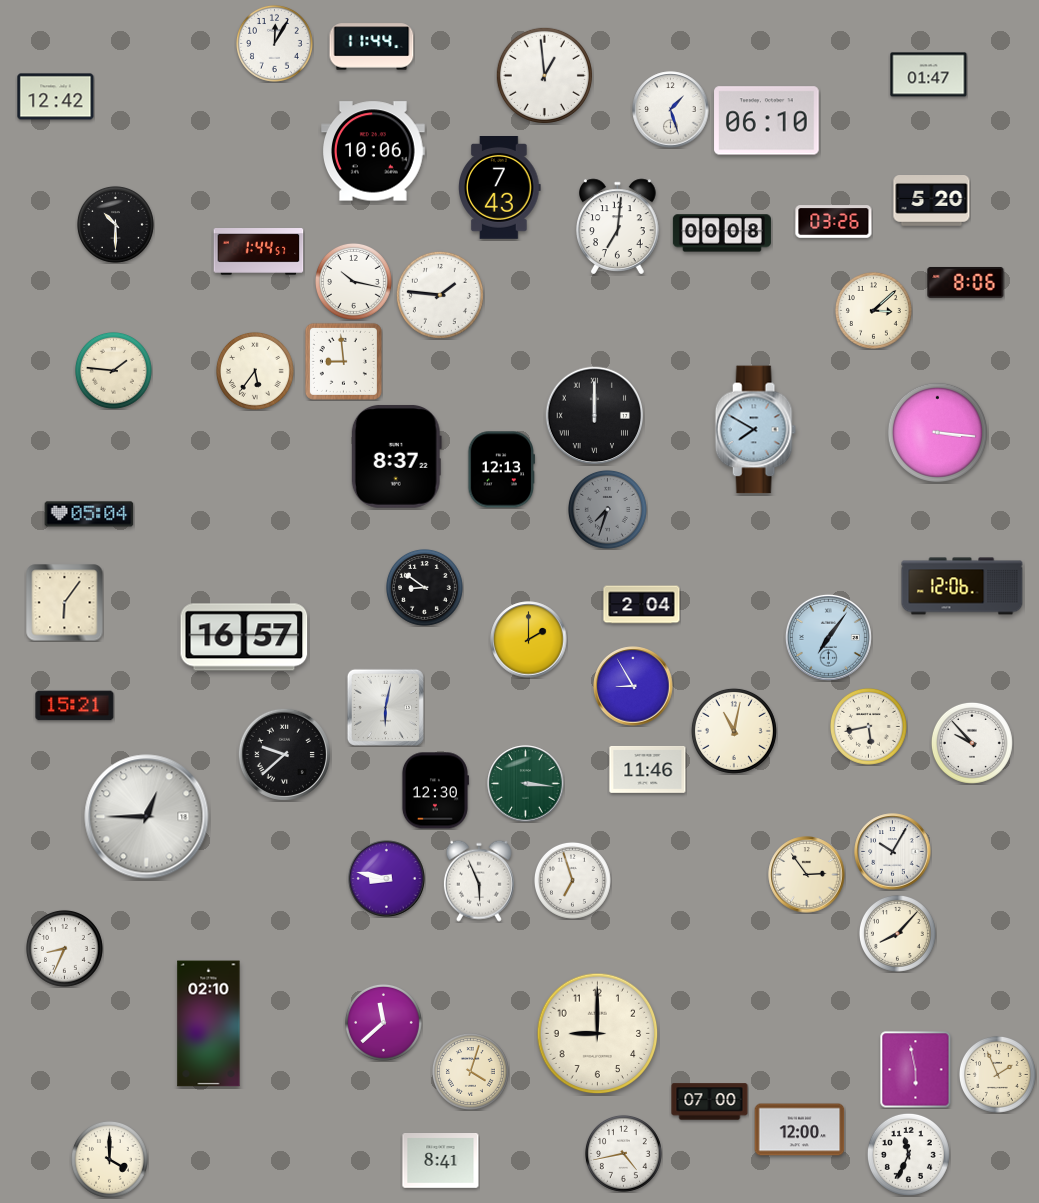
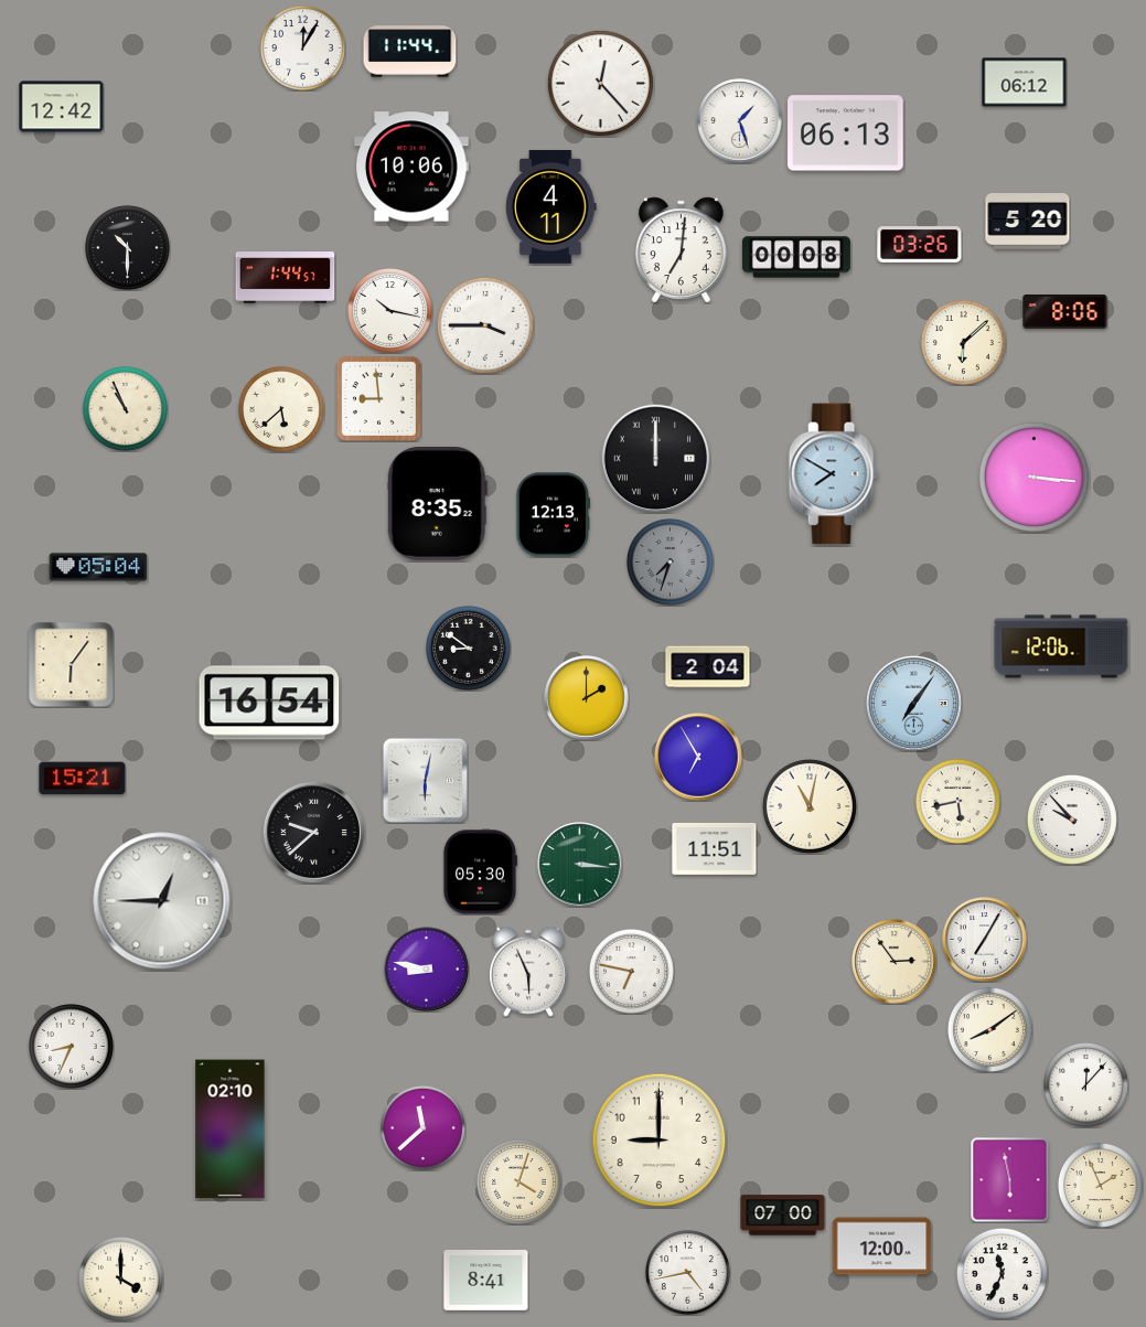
clock at (544, 75): 12:59 -> 12:23
clock at (929, 75): 01:47 -> 06:12
clock at (767, 121): 06:10 -> 06:13
clock at (500, 188): 7:43 -> 4:11
clock at (440, 295): 1:46 -> 3:45
clock at (873, 310): 3:08 -> 6:08
clock at (113, 370): 1:46 -> 10:56
clock at (255, 371): 5:36 -> 5:38
clock at (396, 456): 8:37 -> 8:35
clock at (501, 470) position: (501, 470) -> (553, 515)
clock at (244, 637): 16:57 -> 16:54
clock at (529, 640) position: (529, 640) -> (587, 698)
clock at (633, 686): 8:55 -> 6:55
clock at (648, 769): 11:46 -> 11:51
clock at (435, 791): 12:30 -> 05:30
clock at (893, 852): 10:05 -> 7:05
clock at (807, 875) position: (807, 875) -> (895, 962)
clock at (572, 880): 6:57 -> 6:47
clock at (897, 933): 8:07 -> 8:09
clock at (1085, 1084): none -> 12:07
